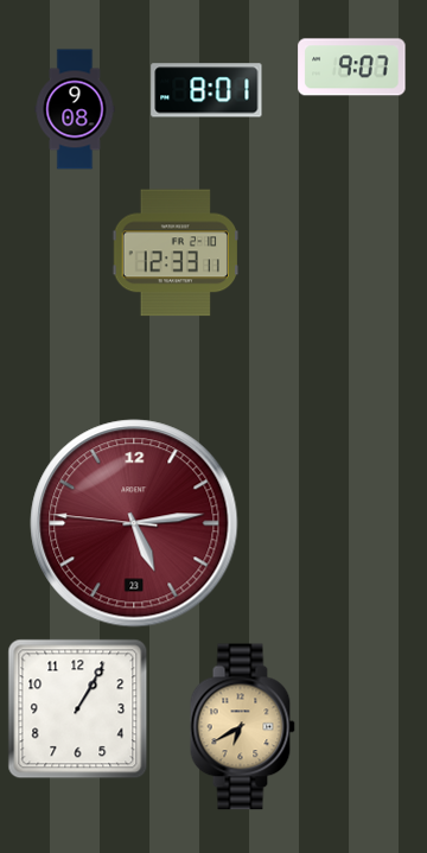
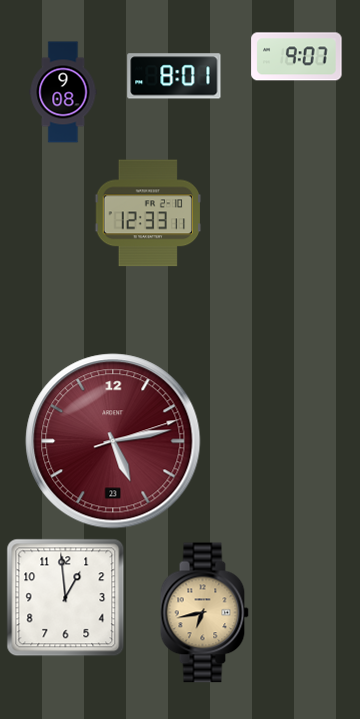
clock at (134, 523): 5:13:46 -> 5:13:12
clock at (78, 709): 1:05 -> 12:59
clock at (242, 727): 6:40 -> 6:43
